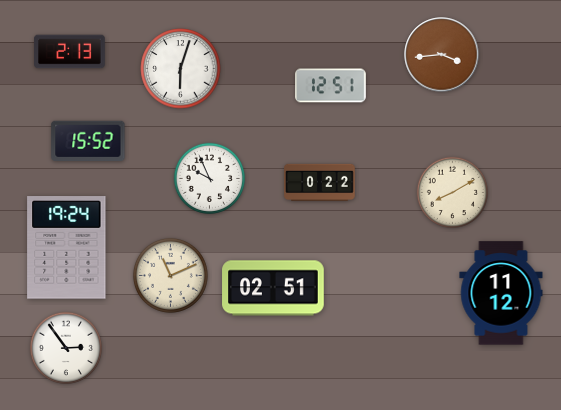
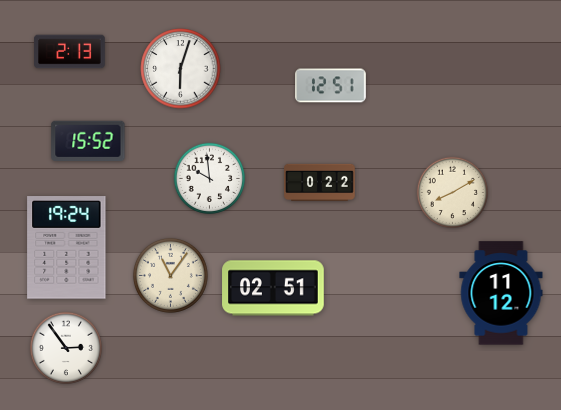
clock at (442, 55): 3:44 -> none
clock at (209, 178): 9:56 -> 9:59
clock at (170, 275): 11:11 -> 11:06
